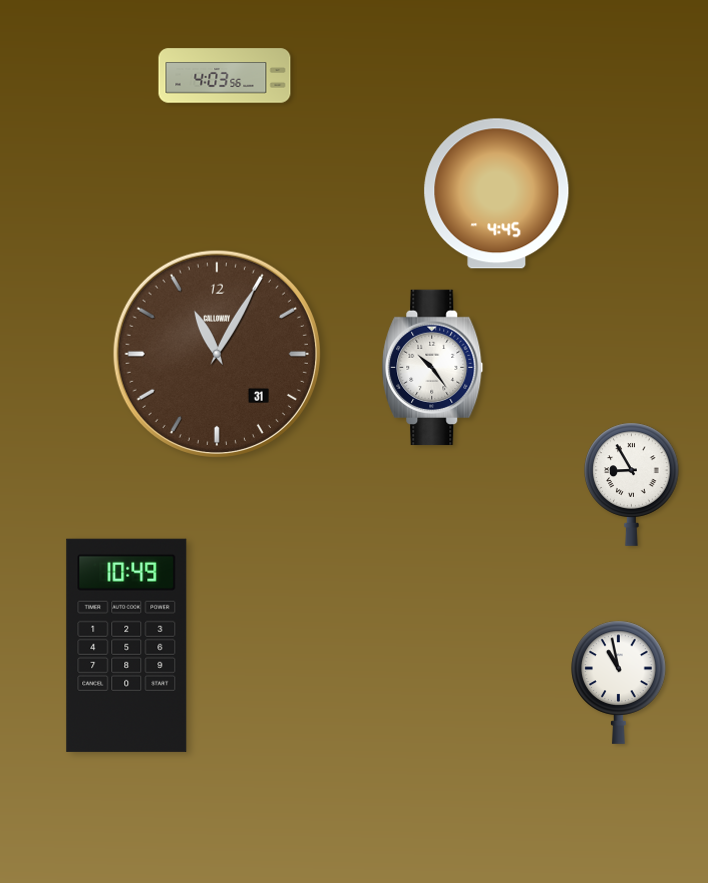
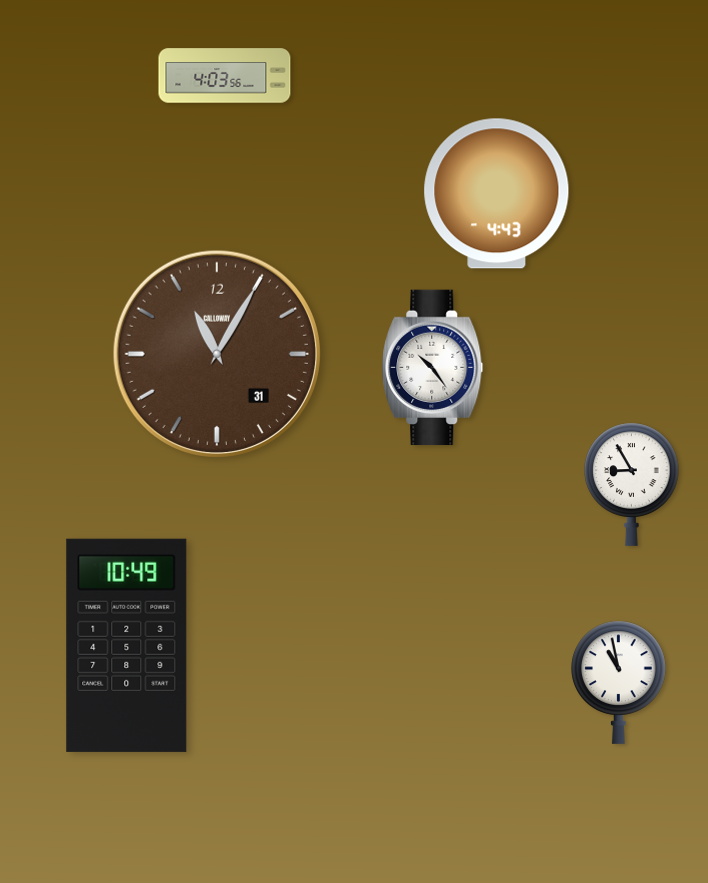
clock at (497, 194): 4:45 -> 4:43
